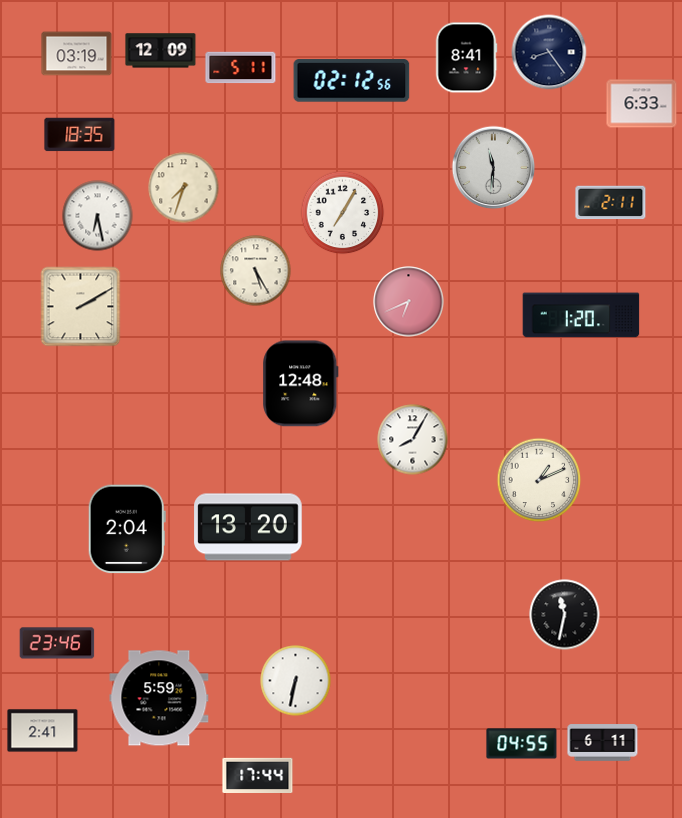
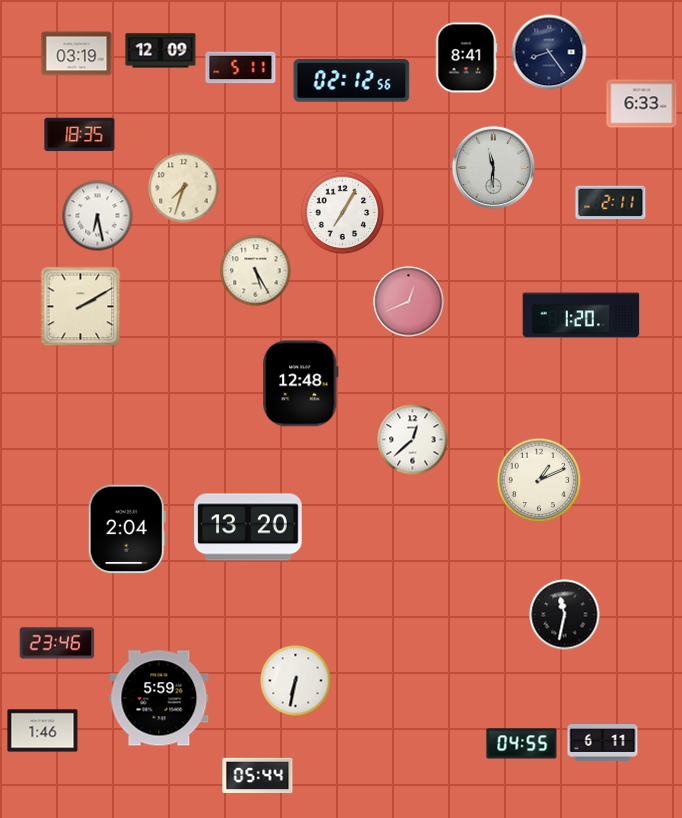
clock at (409, 302): 6:41 -> 12:41
clock at (413, 440): 8:05 -> 12:38
clock at (43, 731): 2:41 -> 1:46
clock at (258, 775): 17:44 -> 05:44
